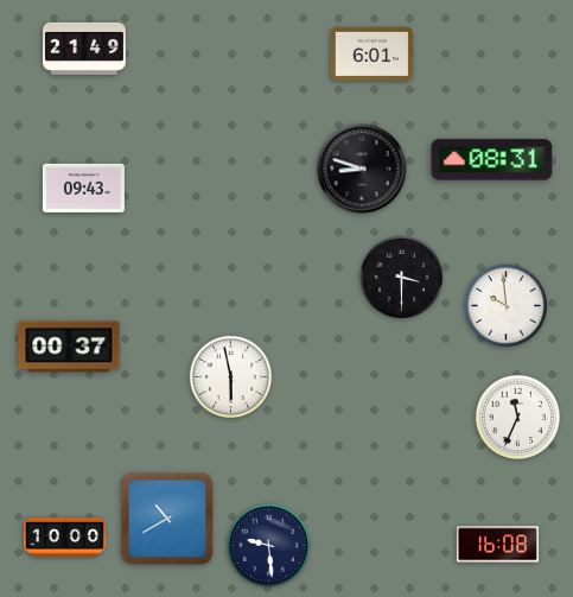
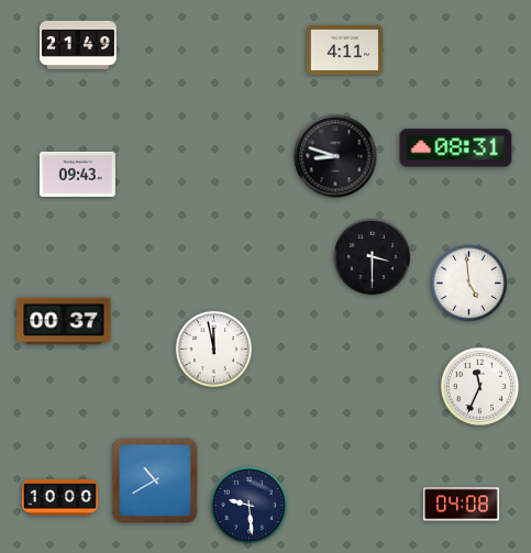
clock at (371, 53): 6:01 -> 4:11
clock at (507, 306): 9:59 -> 4:59
clock at (231, 377): 5:58 -> 11:58
clock at (497, 545): 16:08 -> 04:08
